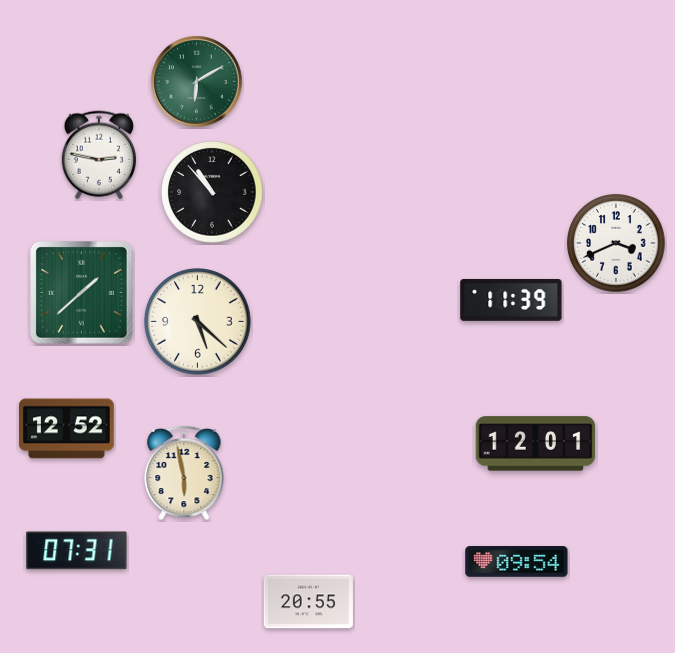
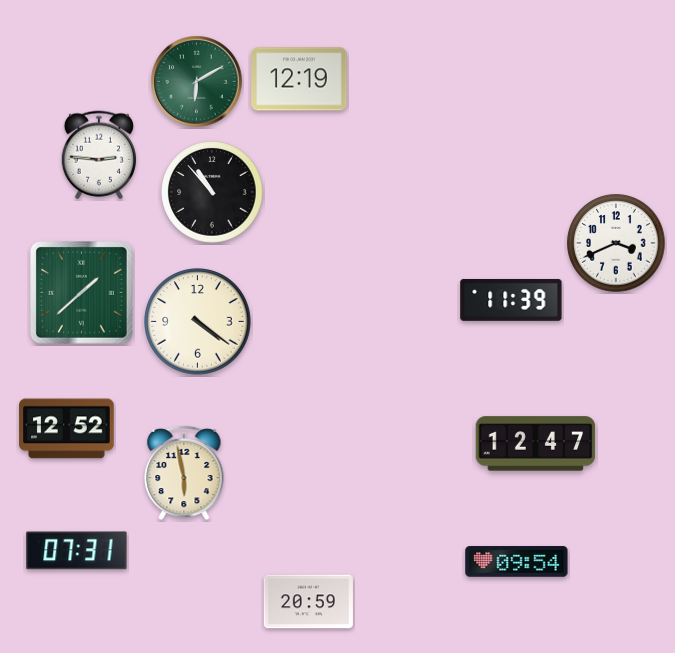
clock at (299, 79): none -> 12:19
clock at (99, 155): 2:47 -> 2:46
clock at (198, 322): 5:22 -> 4:21
clock at (536, 444): 12:01 -> 12:47
clock at (308, 602): 20:55 -> 20:59
